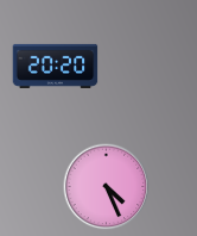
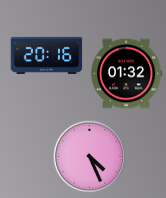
clock at (56, 66): 20:20 -> 20:16
clock at (126, 74): none -> 01:32
